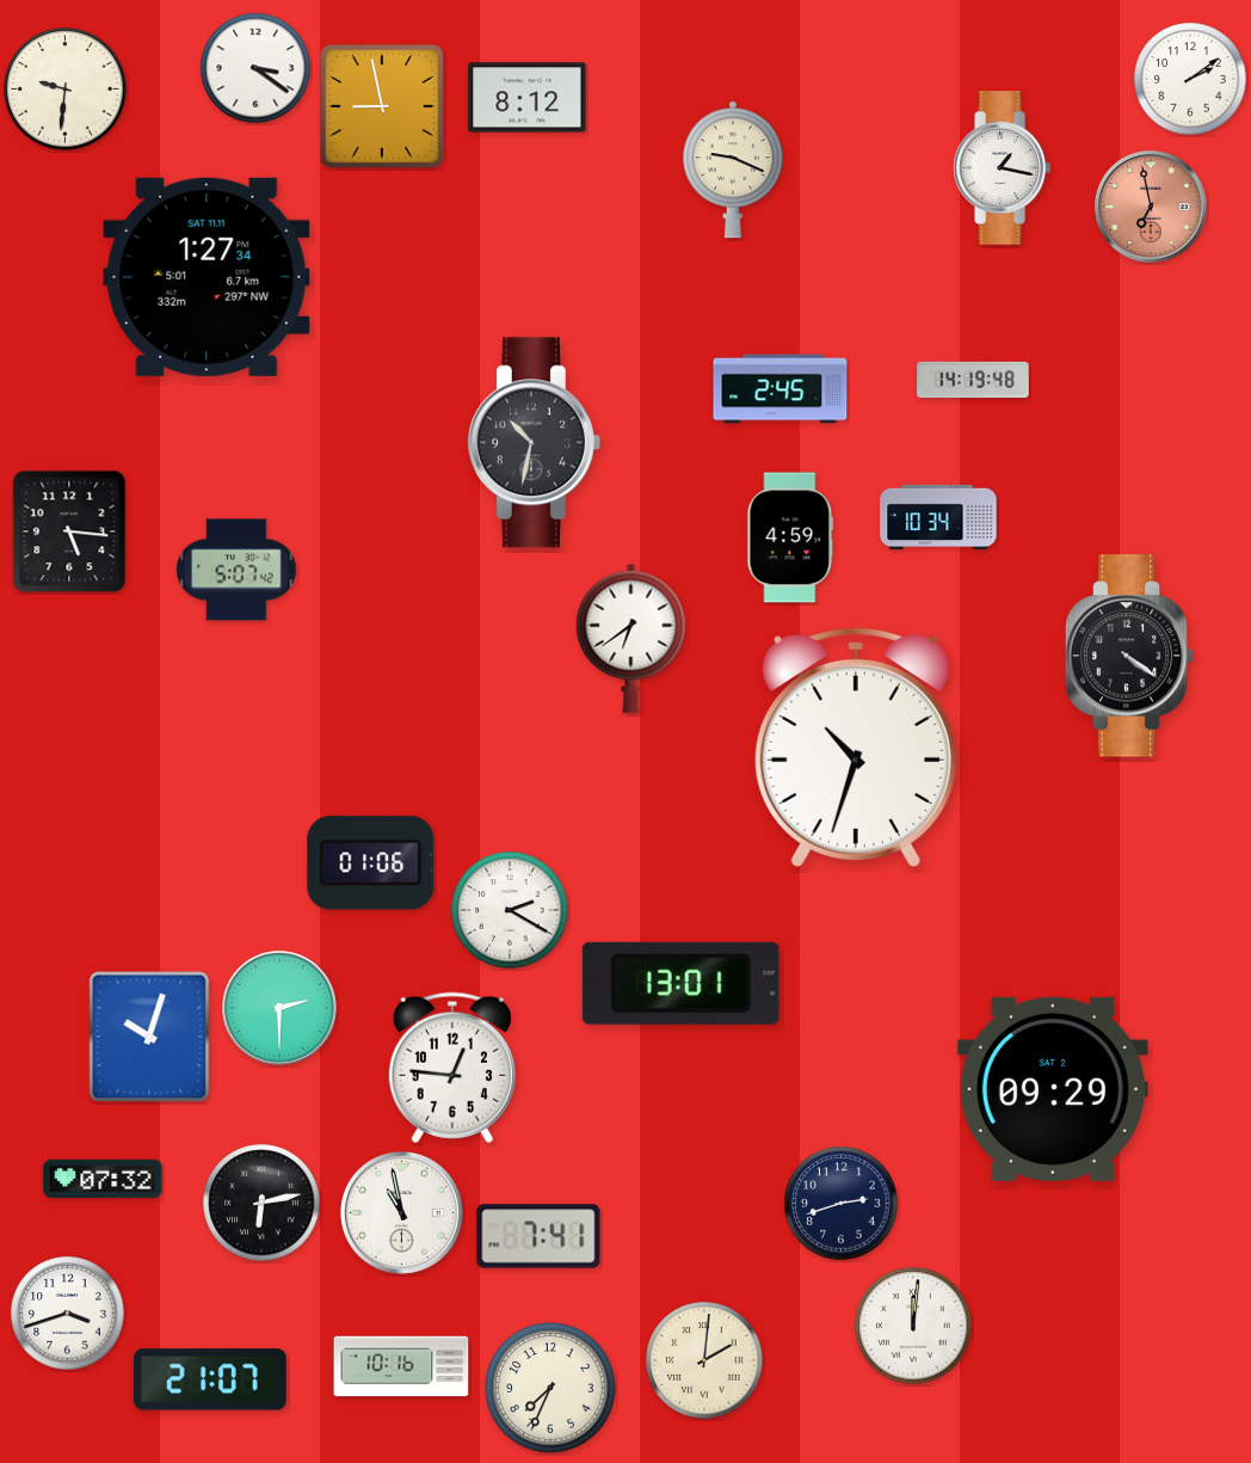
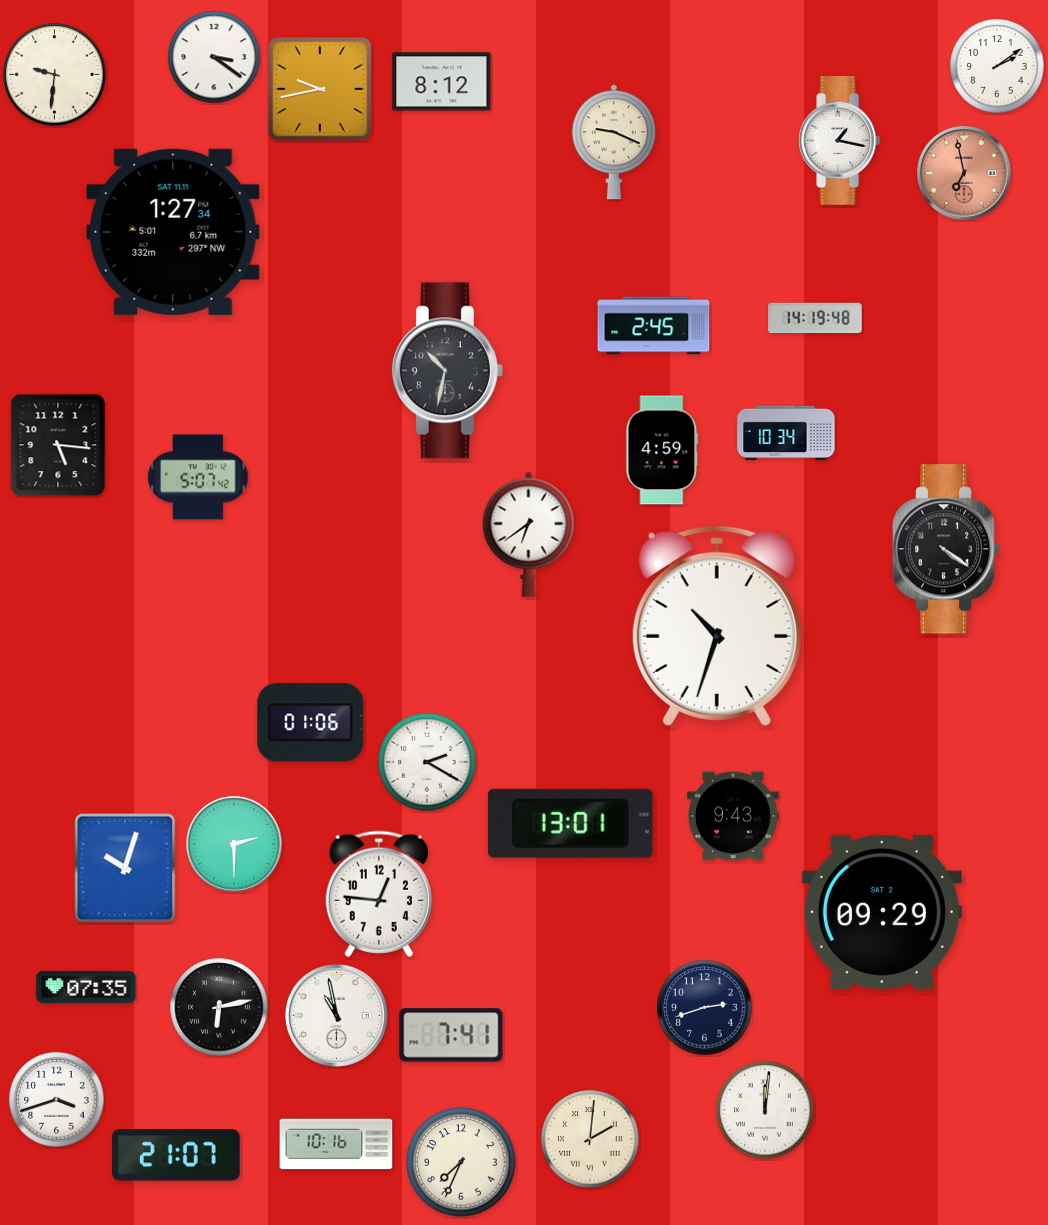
clock at (382, 106): 8:58 -> 9:43
clock at (734, 816): none -> 9:43
clock at (103, 1179): 07:32 -> 07:35
